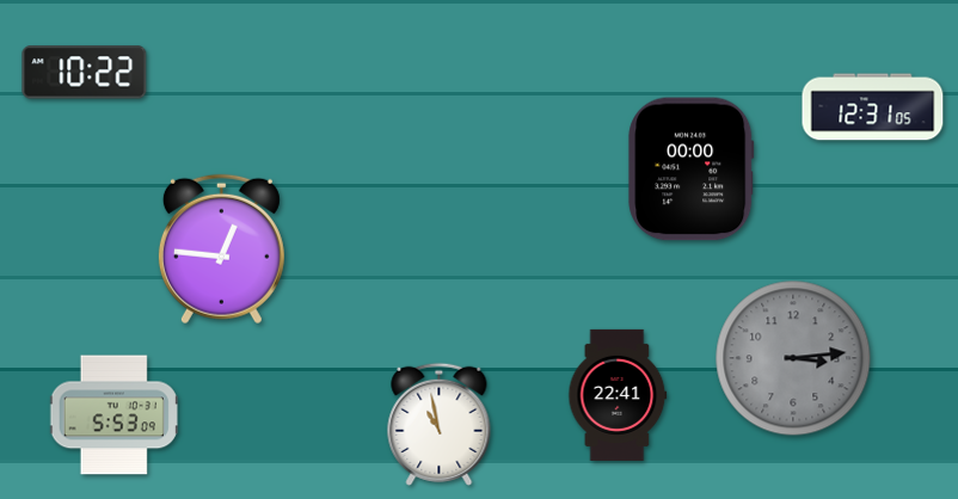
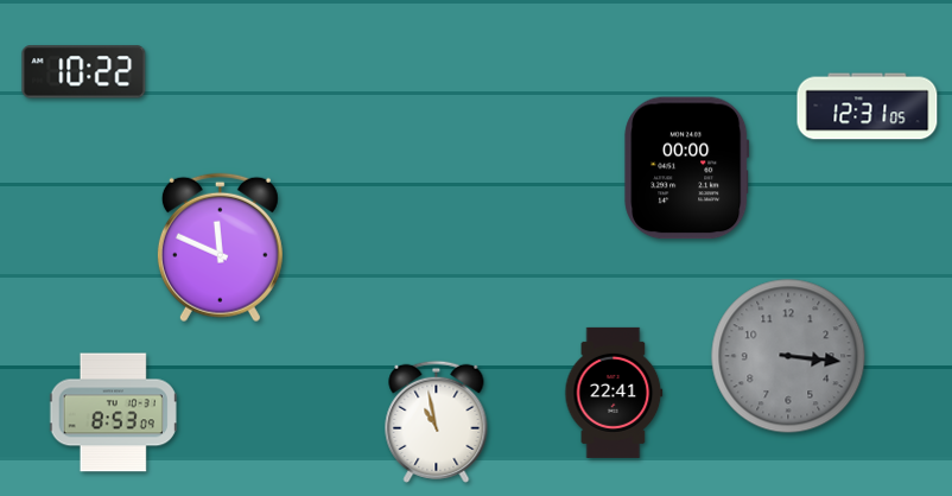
clock at (221, 249): 12:46 -> 11:49
clock at (793, 358): 3:14 -> 3:16
clock at (113, 415): 5:53 -> 8:53
